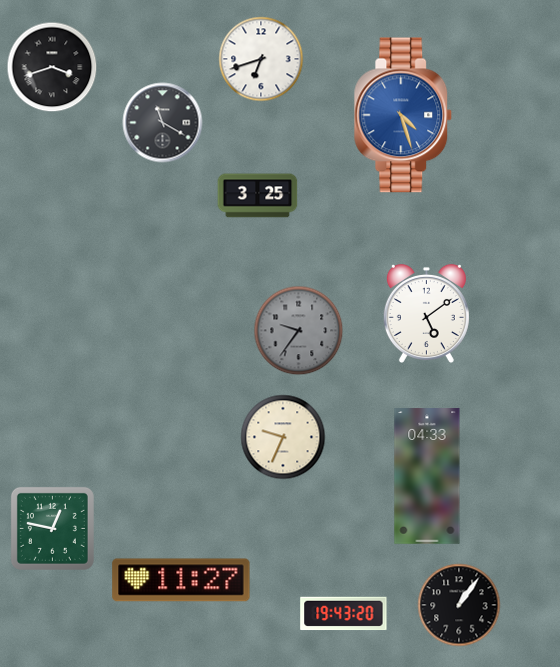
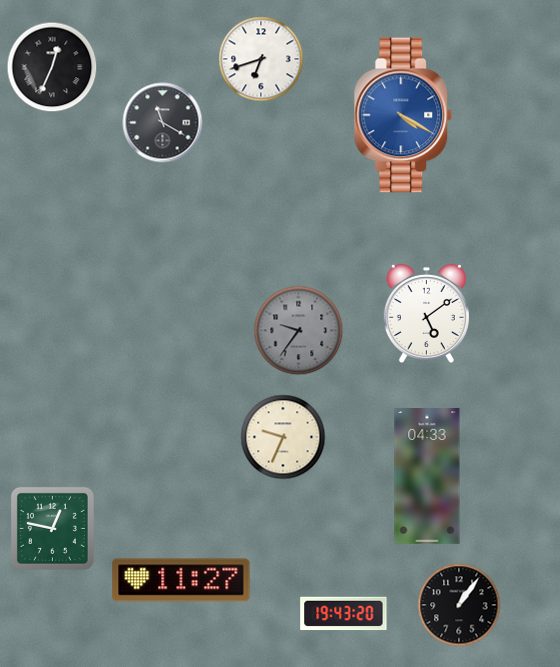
clock at (52, 67): 3:42 -> 12:34
clock at (403, 115): 4:27 -> 4:20
clock at (258, 196): 3:25 -> none
